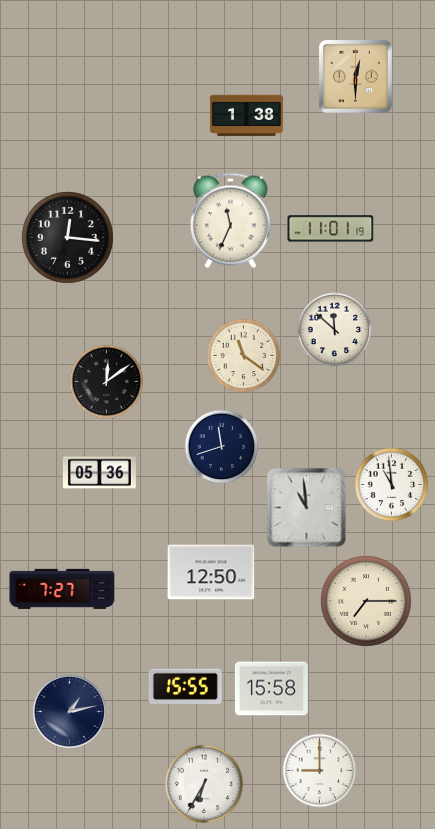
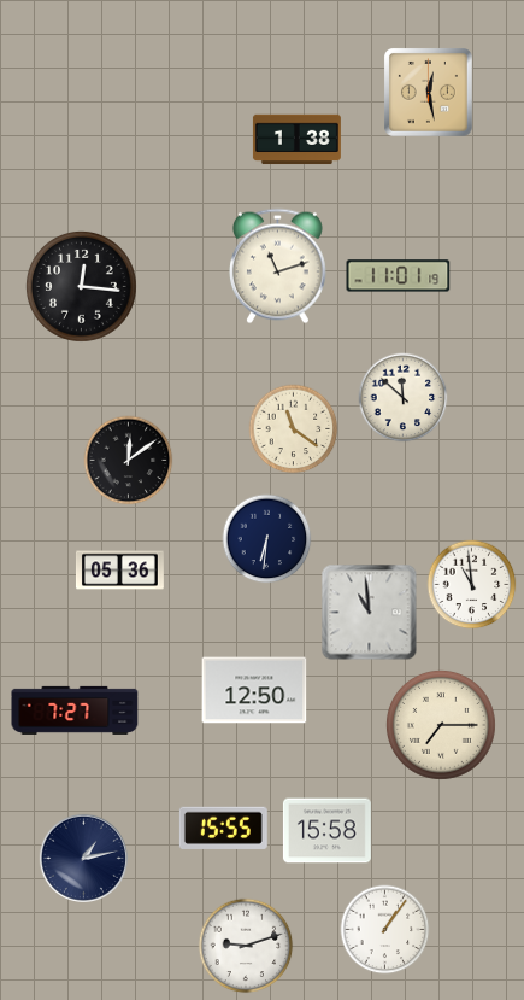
clock at (356, 77): 12:30 -> 12:28
clock at (230, 221): 11:34 -> 11:12
clock at (222, 447): 11:42 -> 6:31
clock at (320, 771): 9:00 -> 1:06
clock at (204, 784): 6:35 -> 9:12
